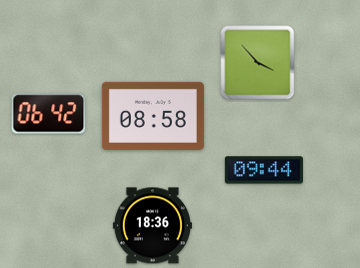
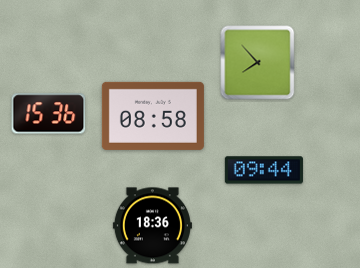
clock at (258, 63): 3:53 -> 7:53
clock at (49, 114): 06:42 -> 15:36
